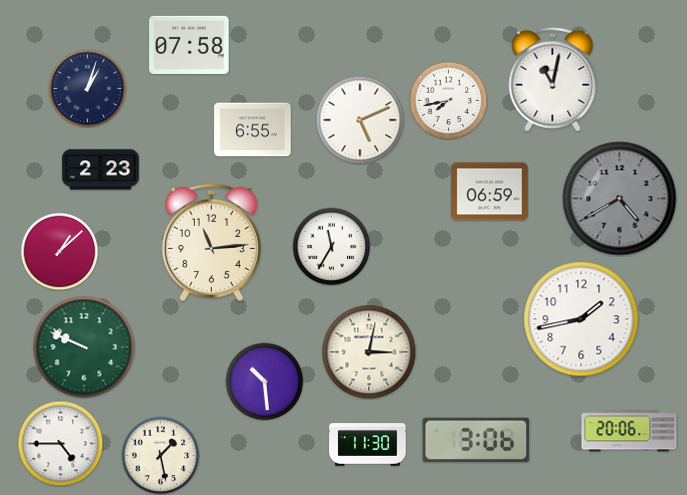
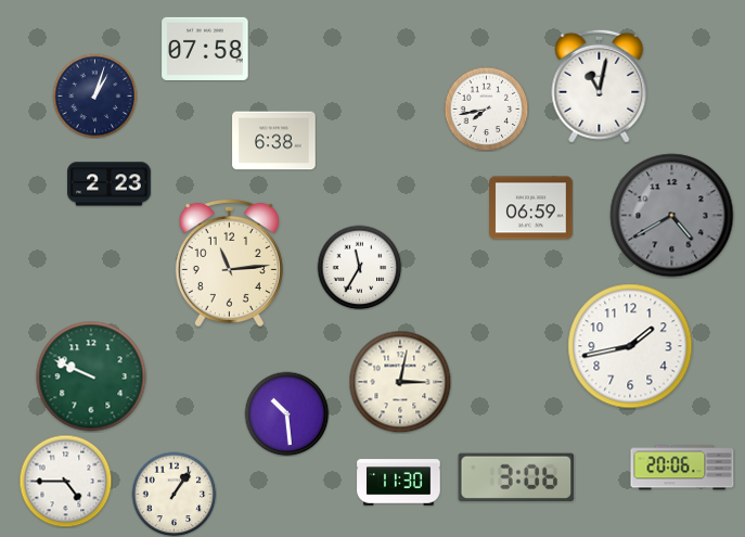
clock at (360, 120): 5:11 -> none
clock at (253, 130): 6:55 -> 6:38
clock at (59, 251): 1:08 -> none
clock at (160, 455): 1:28 -> 1:06
